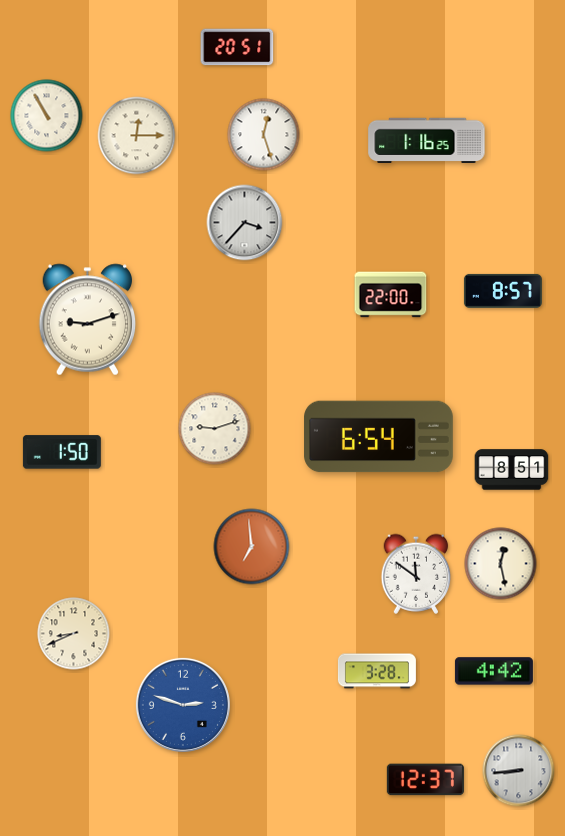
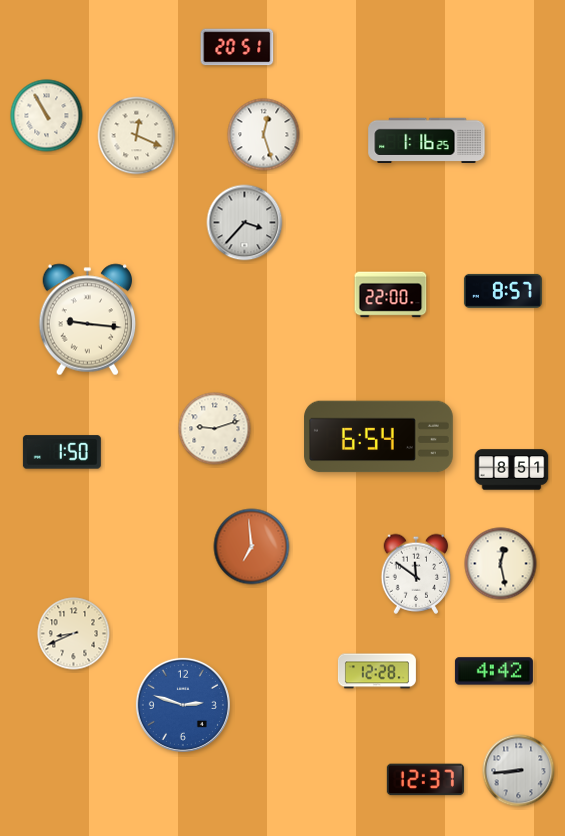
clock at (137, 136): 12:15 -> 12:19
clock at (88, 320): 9:12 -> 9:16
clock at (377, 671): 3:28 -> 12:28
